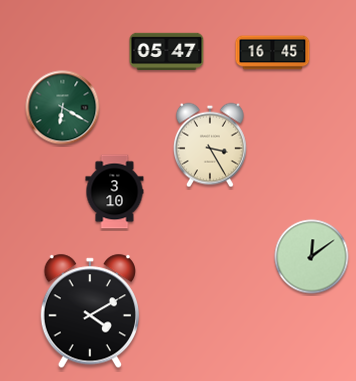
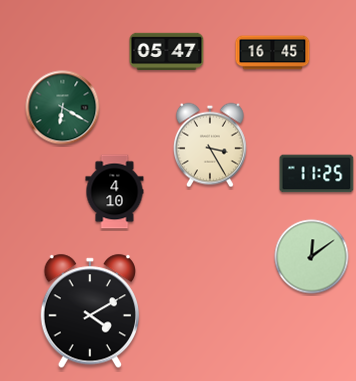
clock at (317, 174): none -> 11:25
clock at (115, 192): 3:10 -> 4:10
